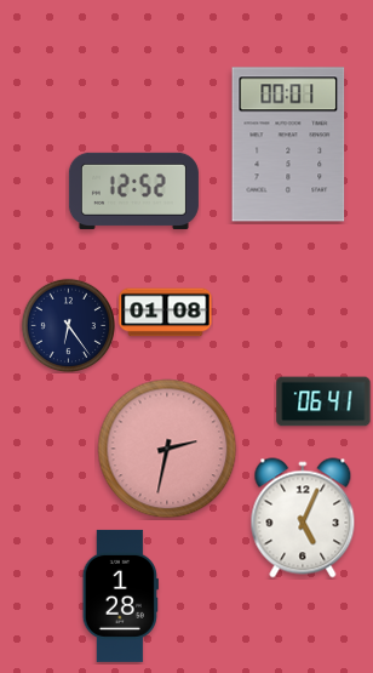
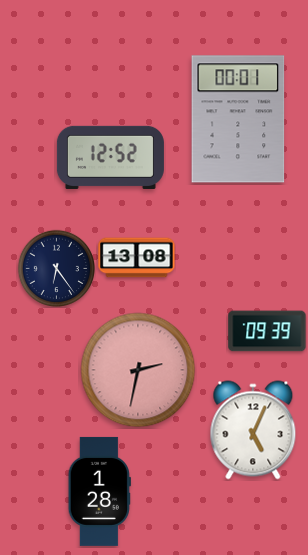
clock at (166, 313): 01:08 -> 13:08
clock at (323, 401): 06:41 -> 09:39
clock at (303, 518) position: (303, 518) -> (253, 430)
